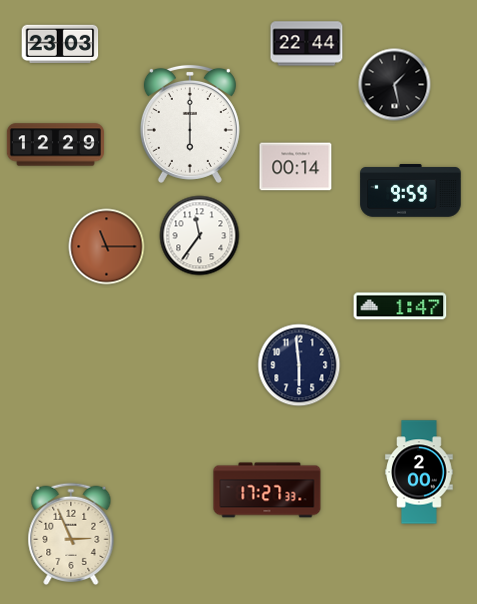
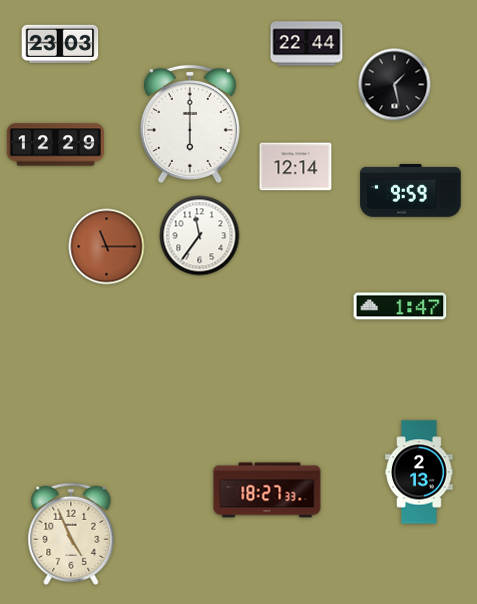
clock at (296, 167): 00:14 -> 12:14
clock at (299, 365): 5:59 -> none
clock at (419, 472): 2:00 -> 2:13
clock at (267, 490): 17:27 -> 18:27
clock at (71, 533): 2:56 -> 4:56
